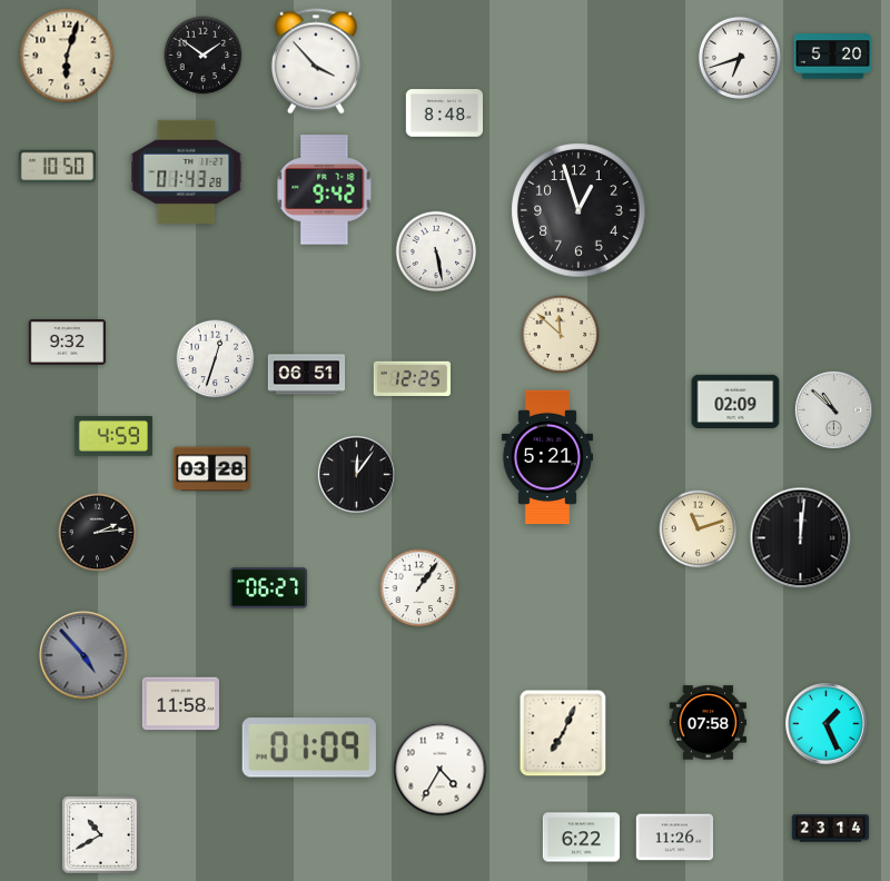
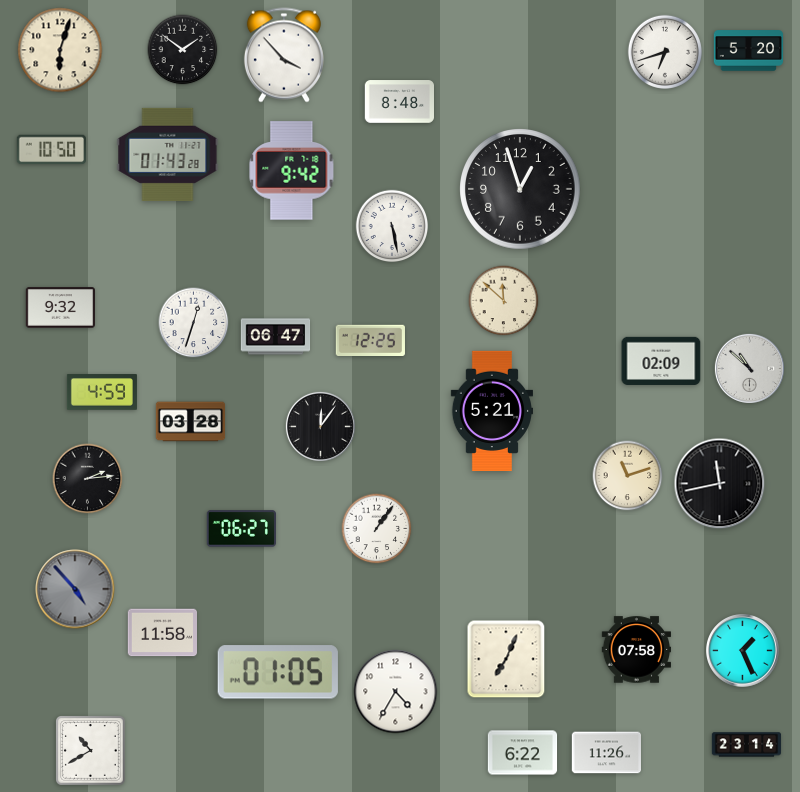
clock at (307, 375): 06:51 -> 06:47
clock at (801, 538): 12:01 -> 11:43
clock at (309, 748): 01:09 -> 01:05
